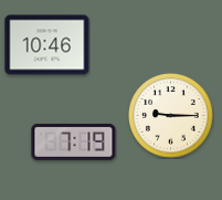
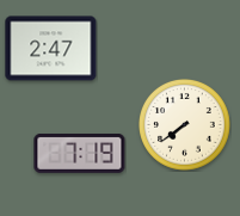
clock at (47, 45): 10:46 -> 2:47
clock at (171, 116): 9:15 -> 7:39
